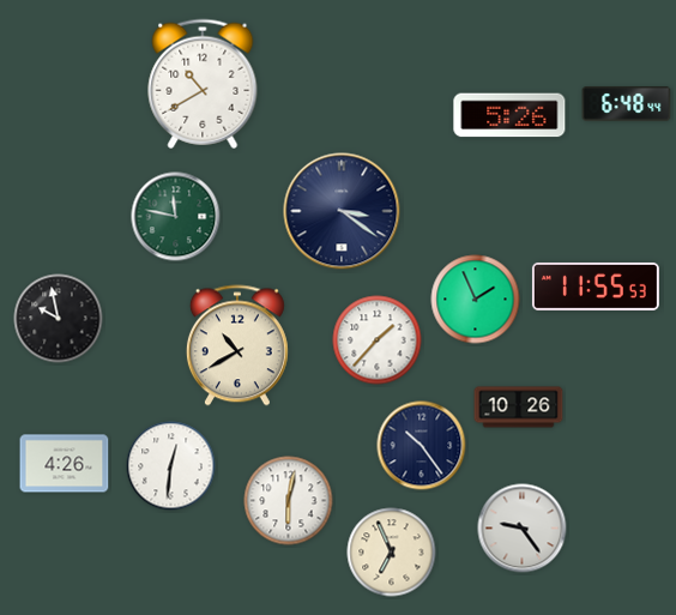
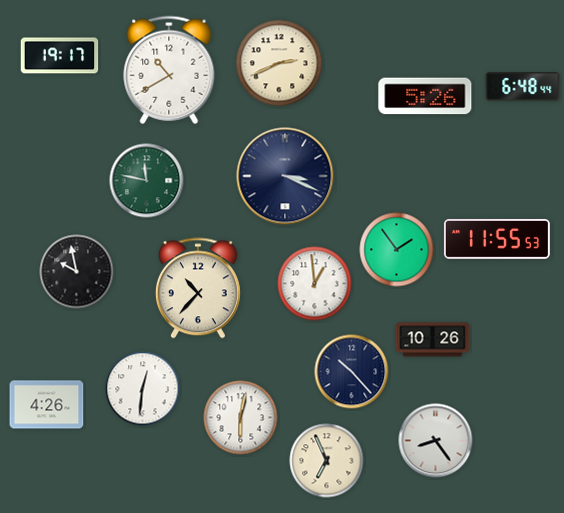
clock at (60, 56): none -> 19:17
clock at (279, 63): none -> 2:41
clock at (342, 211): 3:21 -> 3:19
clock at (476, 300): 1:56 -> 1:54
clock at (59, 319) position: (59, 319) -> (77, 272)
clock at (378, 340): 1:37 -> 12:59
clock at (237, 345): 10:40 -> 10:37
clock at (422, 446): 10:24 -> 10:23
clock at (65, 464) position: (65, 464) -> (47, 405)
clock at (523, 529): 9:24 -> 8:24
